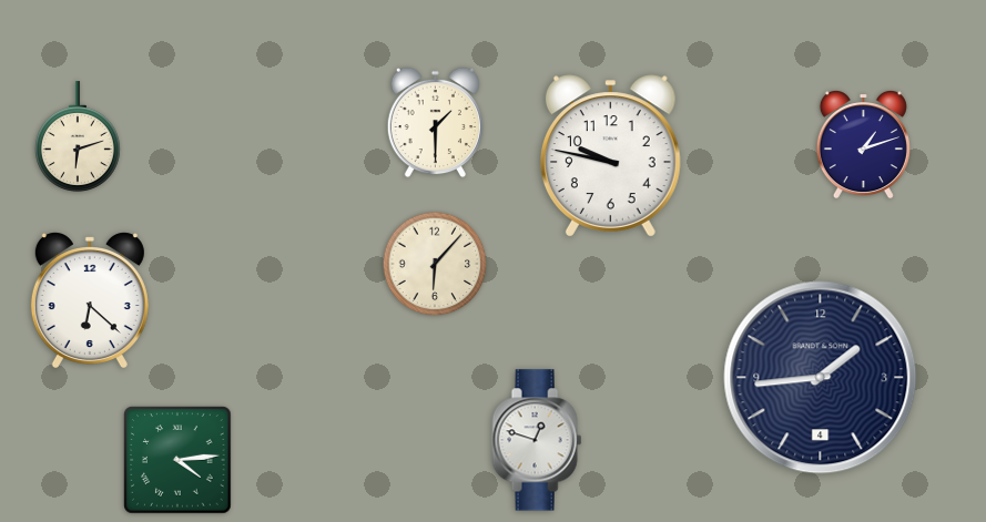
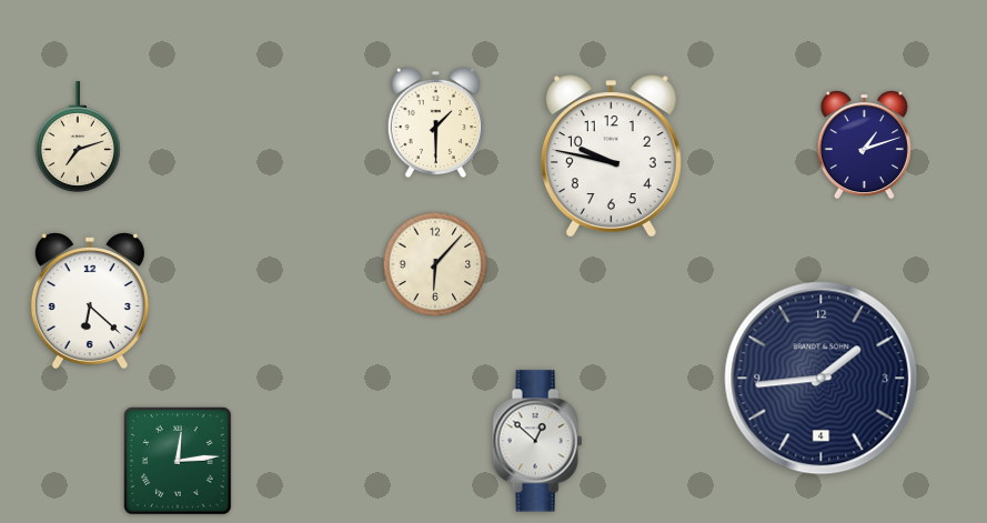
clock at (78, 136): 6:12 -> 7:12
clock at (537, 440): 12:48 -> 12:52
clock at (177, 460): 4:14 -> 12:14
